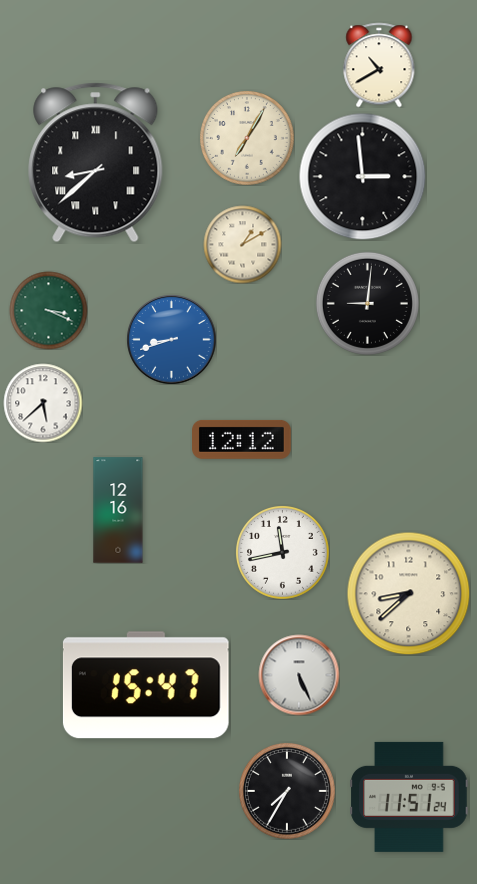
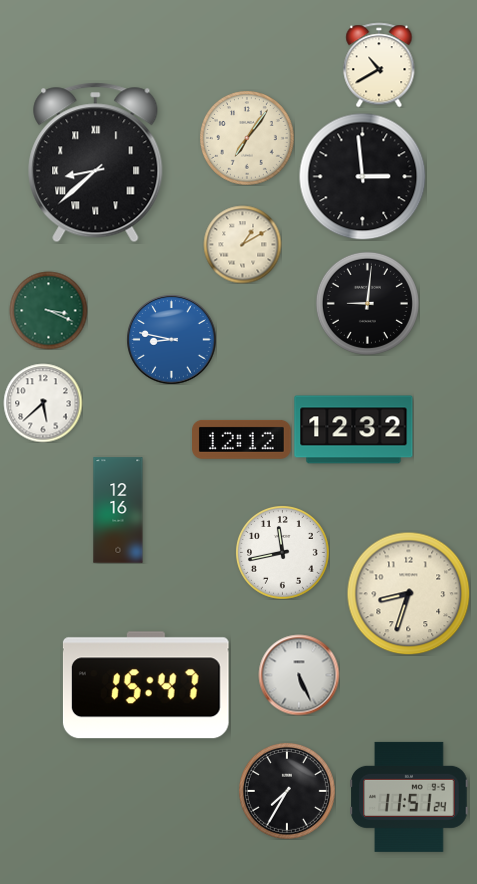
clock at (247, 138): 7:05 -> 7:06
clock at (171, 339): 8:42 -> 8:47
clock at (354, 430): none -> 12:32
clock at (408, 593): 8:38 -> 8:33
